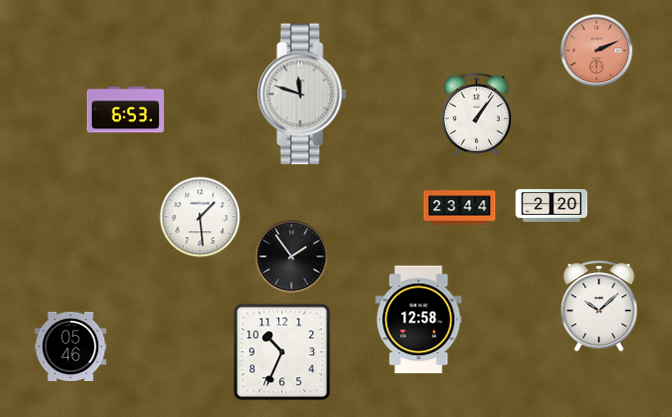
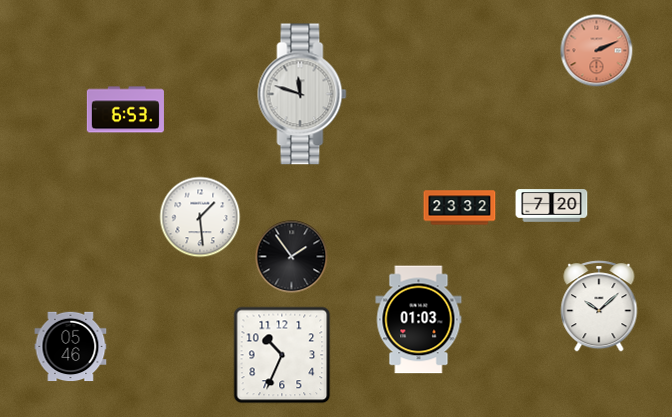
clock at (476, 114): 1:06 -> none
clock at (552, 206): 2:20 -> 7:20
clock at (460, 208): 23:44 -> 23:32
clock at (419, 320): 12:58 -> 01:03
clock at (282, 352) position: (282, 352) -> (282, 355)
